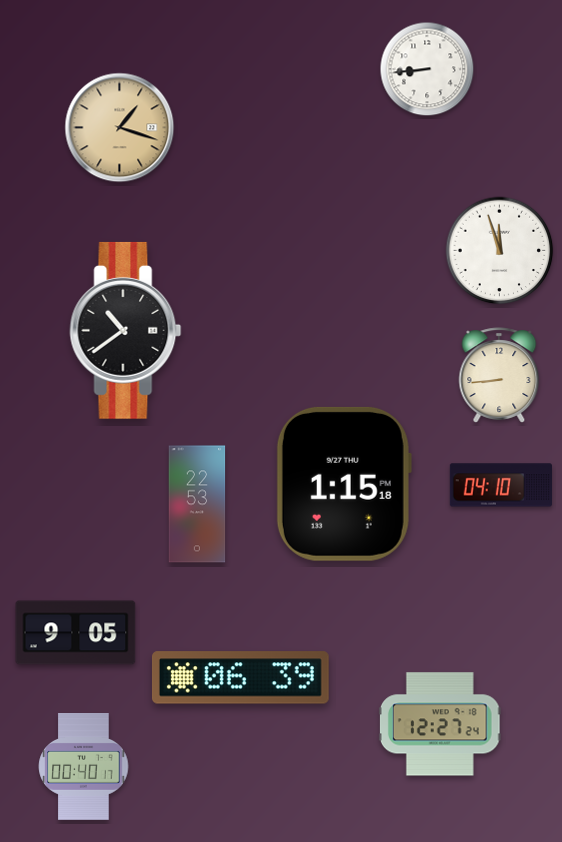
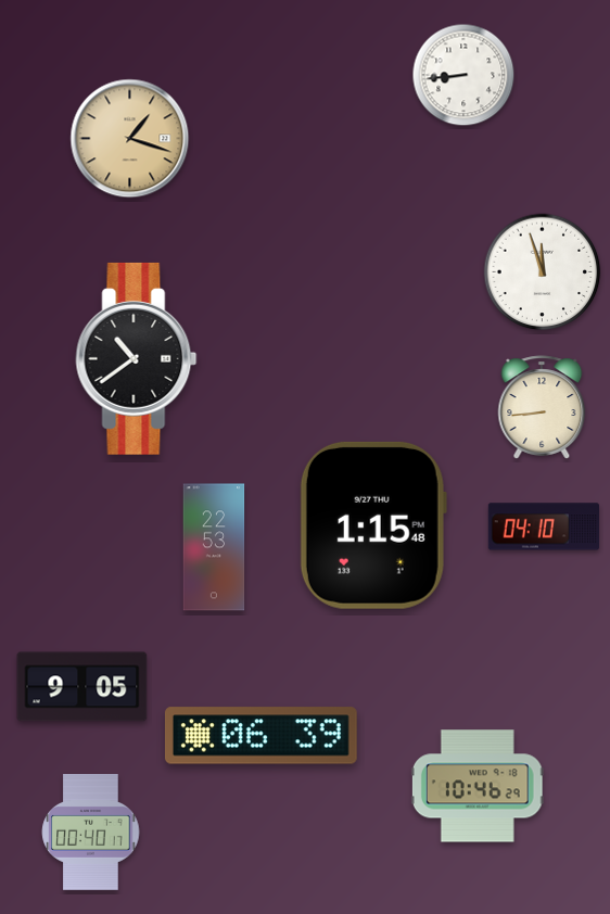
clock at (344, 484): 1:15:18 -> 1:15:48
clock at (440, 724): 12:27 -> 10:46
